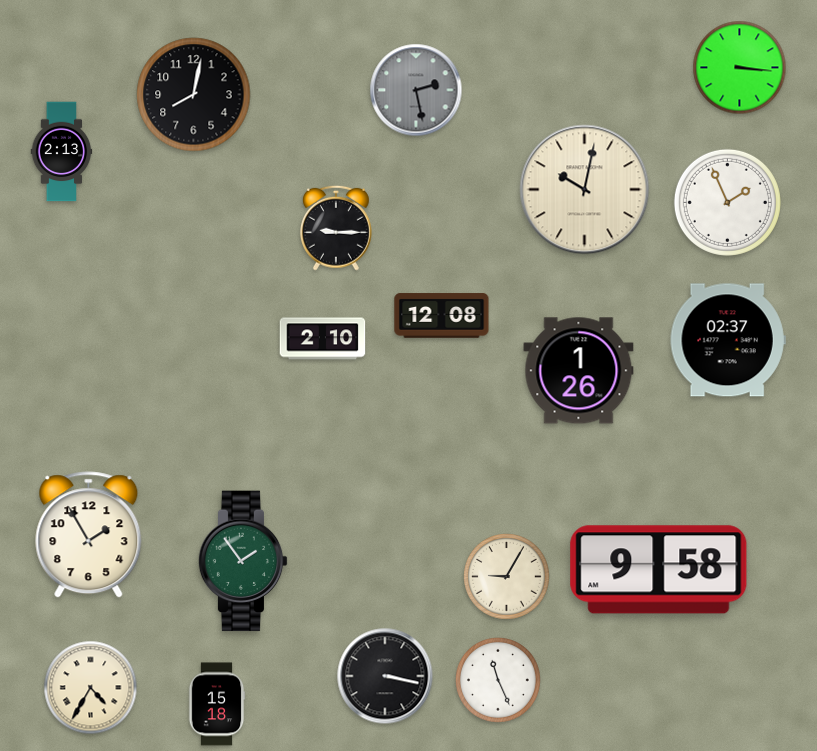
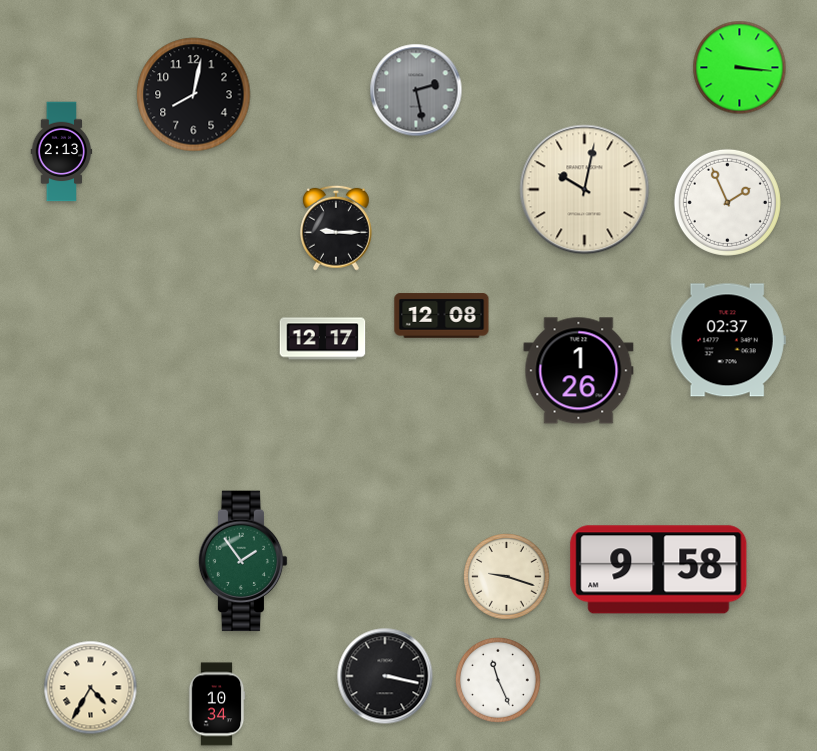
clock at (323, 339): 2:10 -> 12:17
clock at (89, 535): 1:55 -> none
clock at (507, 577): 9:05 -> 9:18
clock at (217, 704): 15:18 -> 10:34
